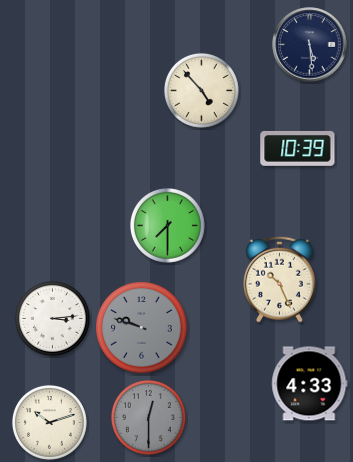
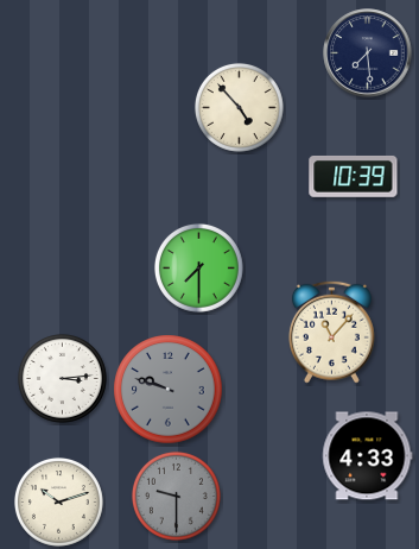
clock at (310, 45): 5:29 -> 7:29
clock at (279, 279): 10:26 -> 11:07
clock at (148, 417): 12:30 -> 9:30
